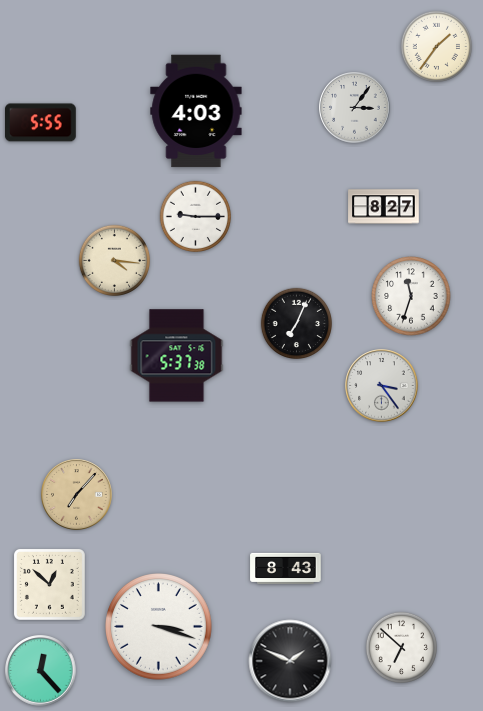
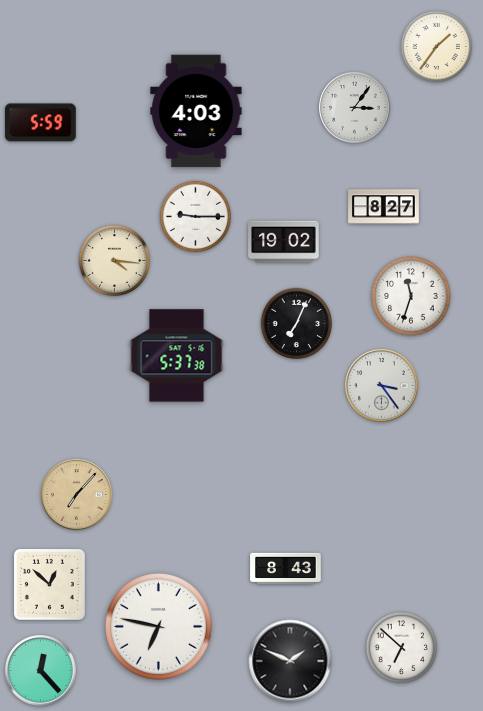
clock at (41, 123): 5:55 -> 5:59
clock at (284, 242): none -> 19:02
clock at (159, 627): 3:18 -> 6:47
